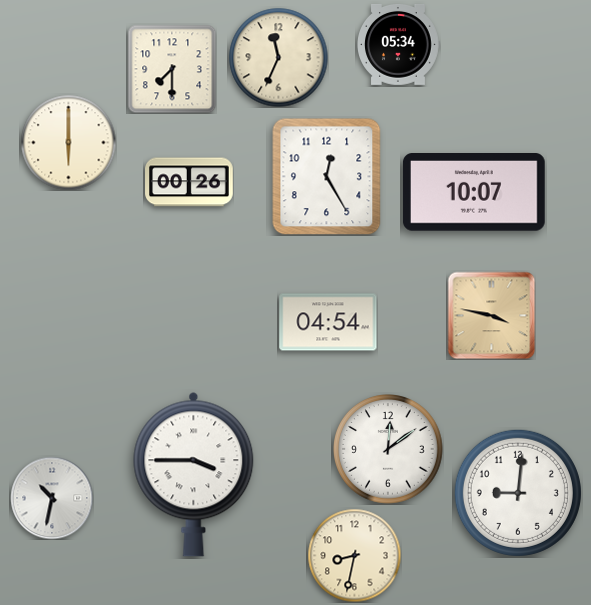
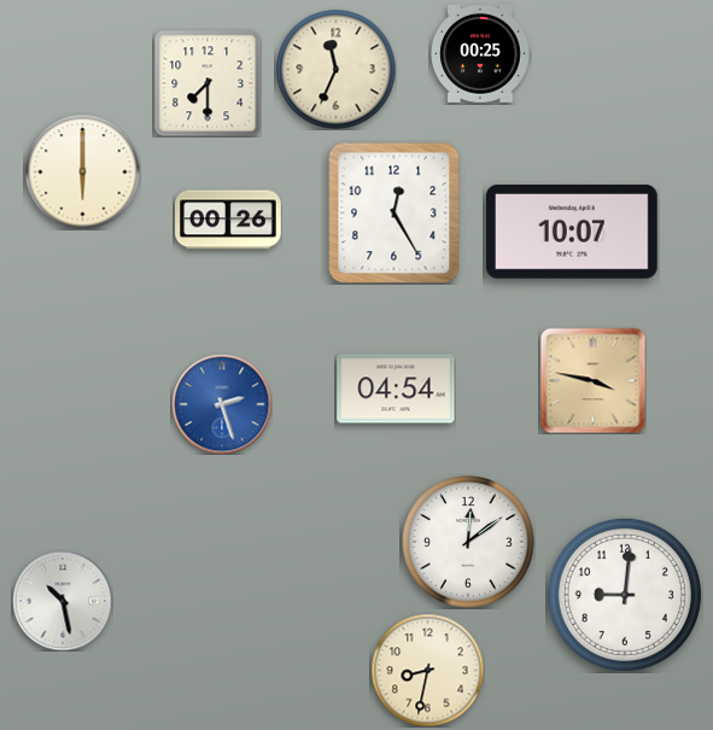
clock at (399, 44): 05:34 -> 00:25
clock at (222, 404): none -> 2:27
clock at (194, 474): 3:45 -> none
clock at (52, 498): 10:32 -> 10:28
